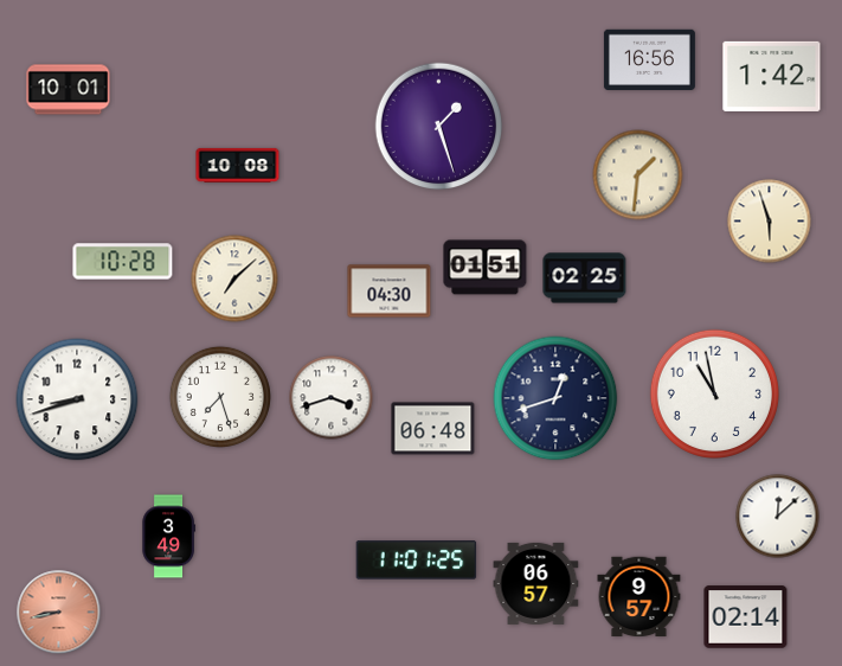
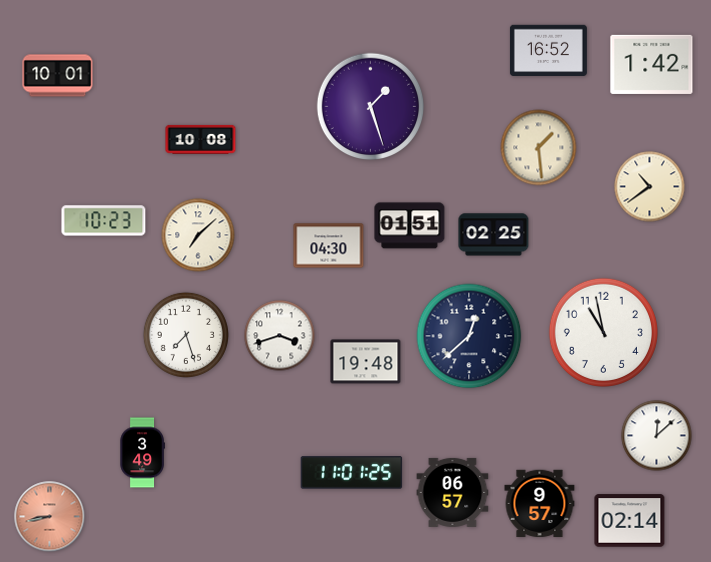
clock at (649, 59): 16:56 -> 16:52
clock at (638, 175): 1:31 -> 1:29
clock at (770, 222): 5:57 -> 10:39
clock at (123, 262): 10:28 -> 10:23
clock at (555, 398): 12:42 -> 12:38
clock at (77, 399): 8:42 -> none
clock at (433, 429): 06:48 -> 19:48
